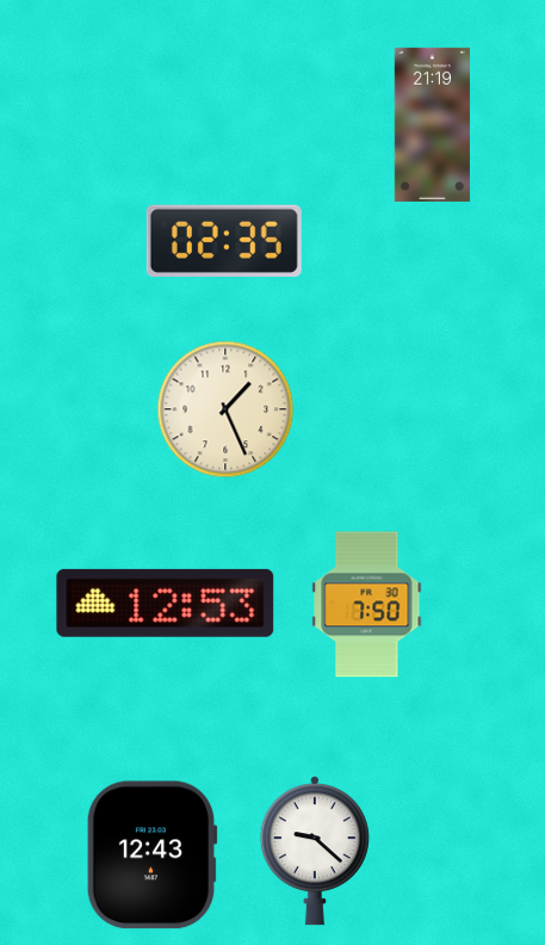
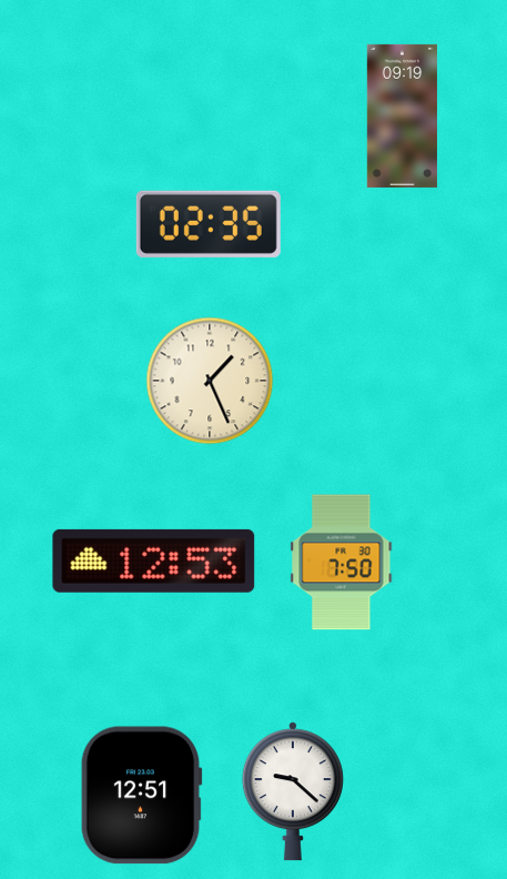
clock at (432, 124): 21:19 -> 09:19
clock at (151, 856): 12:43 -> 12:51
